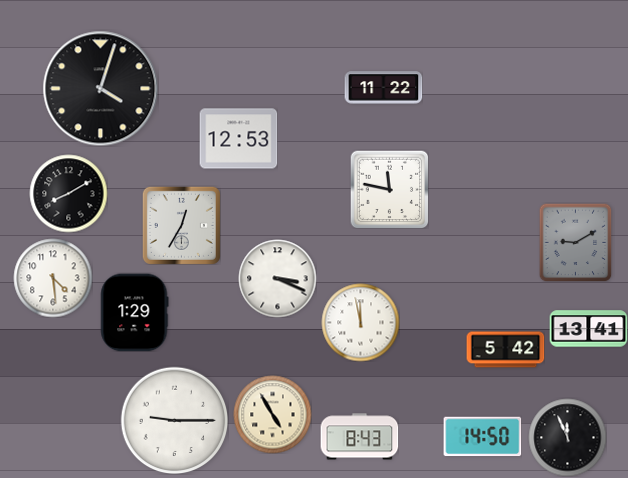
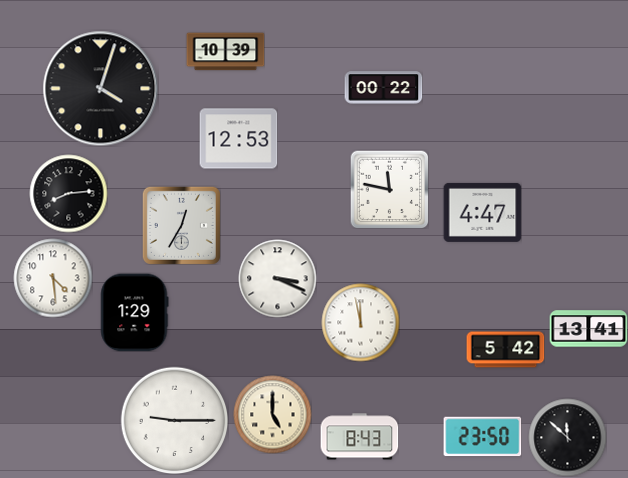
clock at (225, 52): none -> 10:39
clock at (383, 88): 11:22 -> 00:22
clock at (68, 193): 8:10 -> 8:14
clock at (482, 212): none -> 4:47
clock at (576, 242): 9:10 -> none
clock at (272, 414): 4:55 -> 5:00
clock at (482, 437): 14:50 -> 23:50
clock at (567, 437): 11:56 -> 11:52
